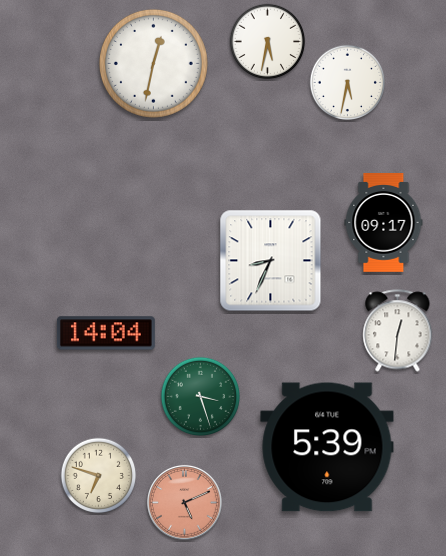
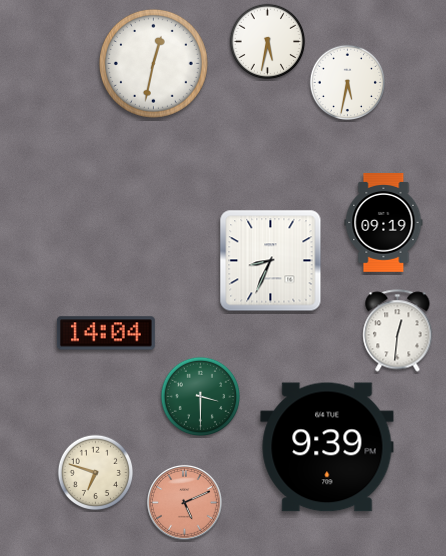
clock at (384, 223): 09:17 -> 09:19
clock at (200, 396): 3:27 -> 3:30
clock at (327, 447): 5:39 -> 9:39
clock at (99, 476) position: (99, 476) -> (96, 473)
